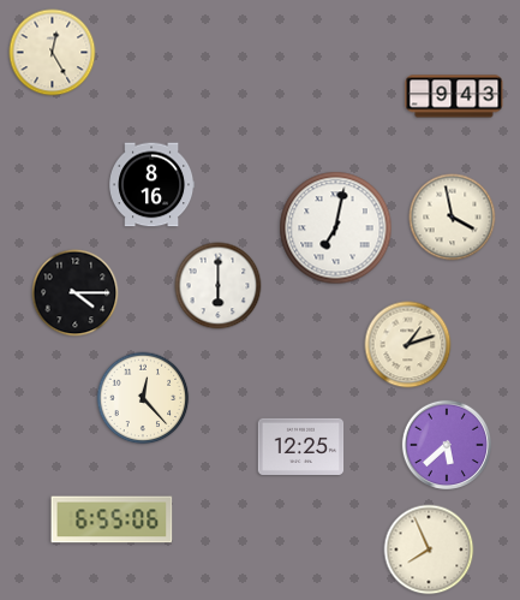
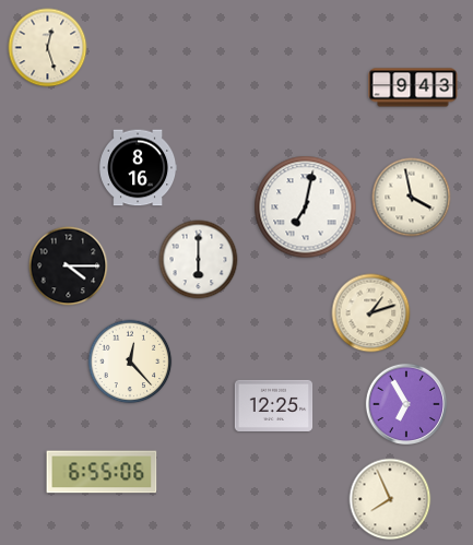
clock at (53, 53): 12:25 -> 12:27
clock at (446, 444): 5:38 -> 6:55
